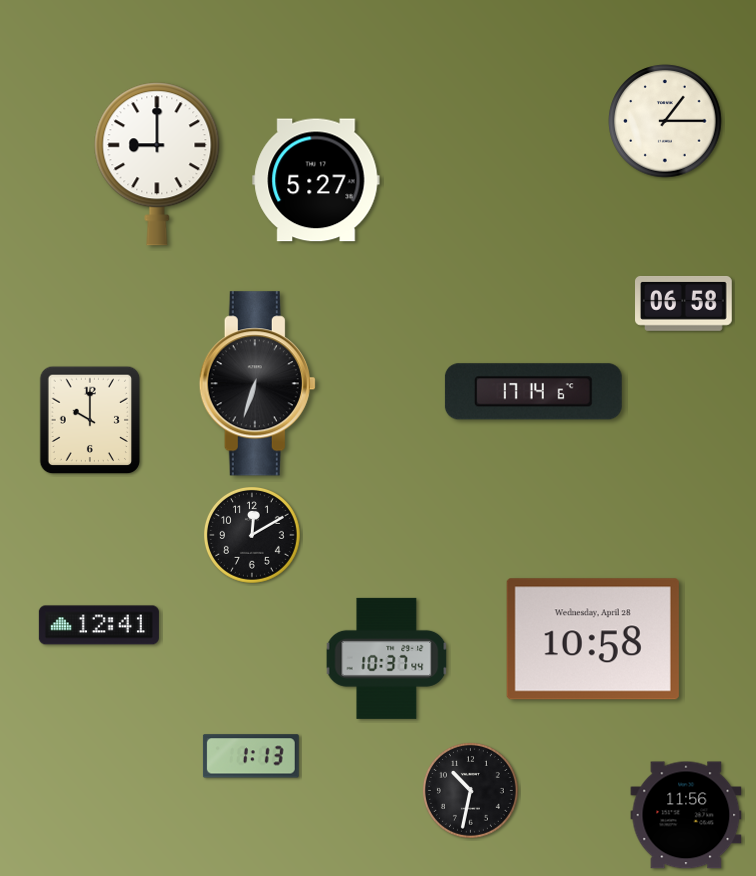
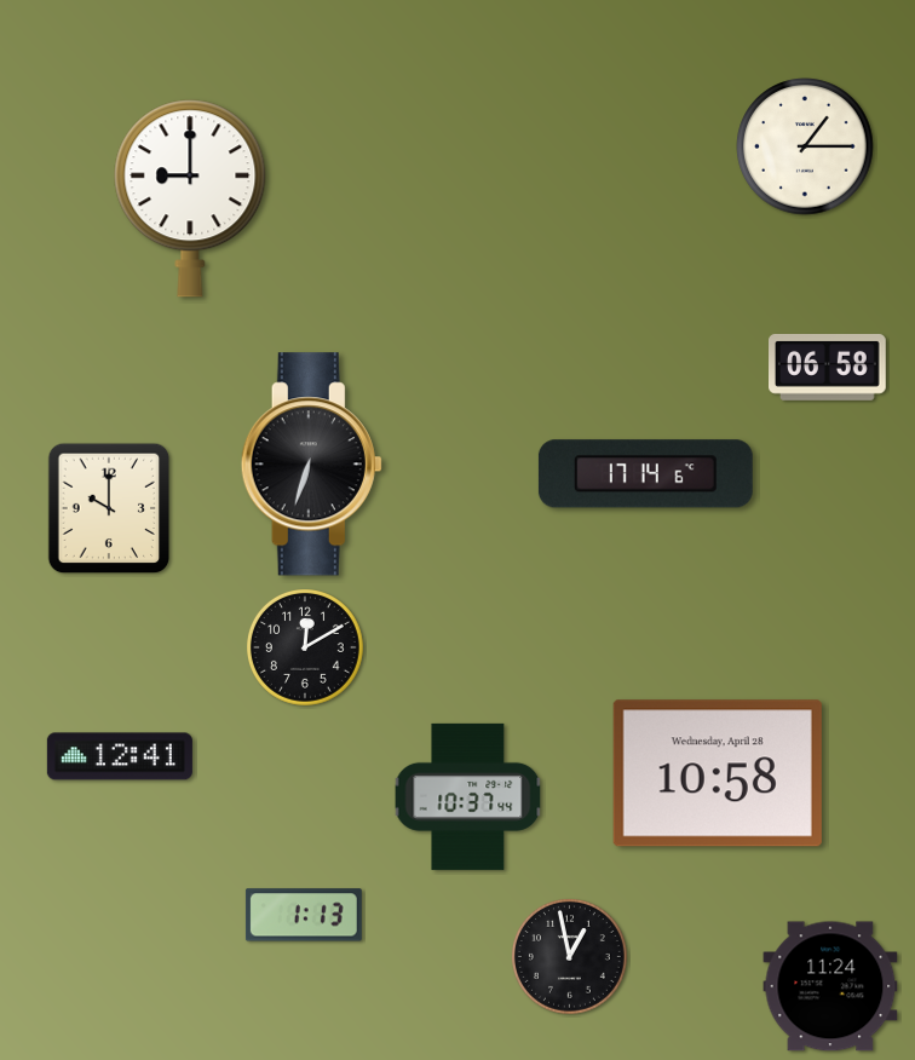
clock at (316, 180): 5:27 -> none
clock at (470, 790): 10:32 -> 12:58
clock at (686, 815): 11:56 -> 11:24
